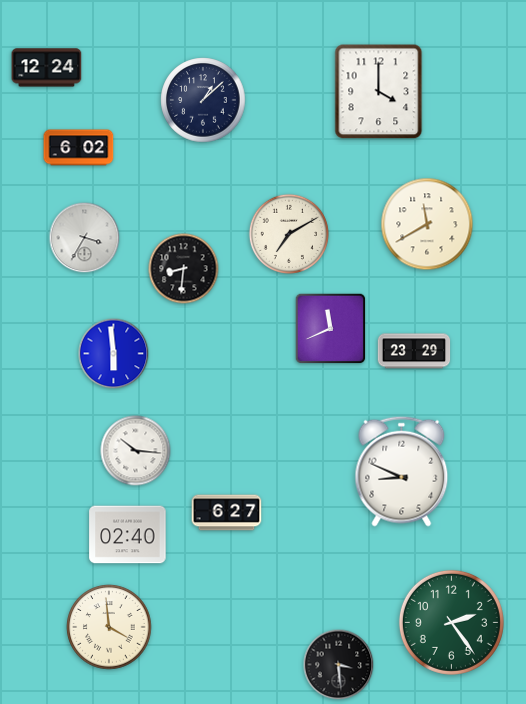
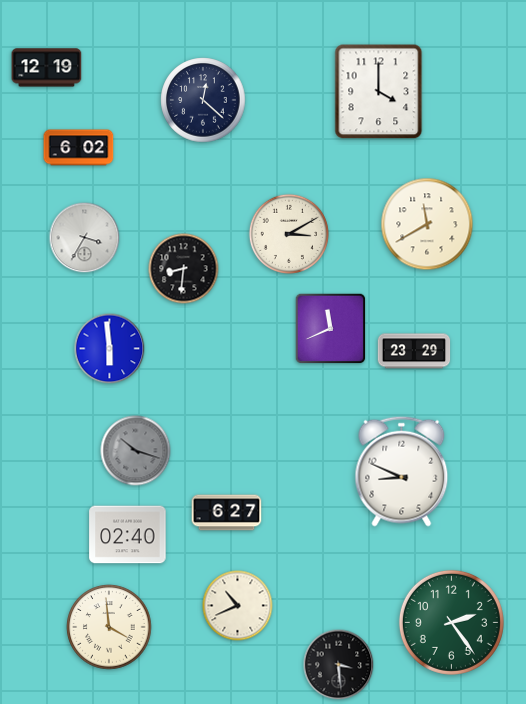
clock at (47, 68): 12:24 -> 12:19
clock at (203, 100): 1:08 -> 12:22
clock at (289, 234): 7:10 -> 3:10
clock at (114, 354) position: (114, 354) -> (110, 349)
clock at (136, 451): 10:16 -> 10:18
clock at (136, 451) dial: white -> grey
clock at (238, 606): none -> 10:41
